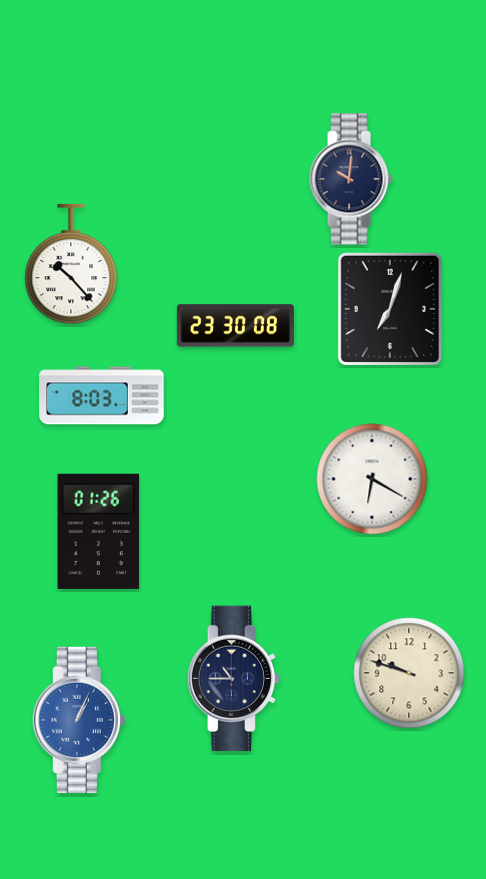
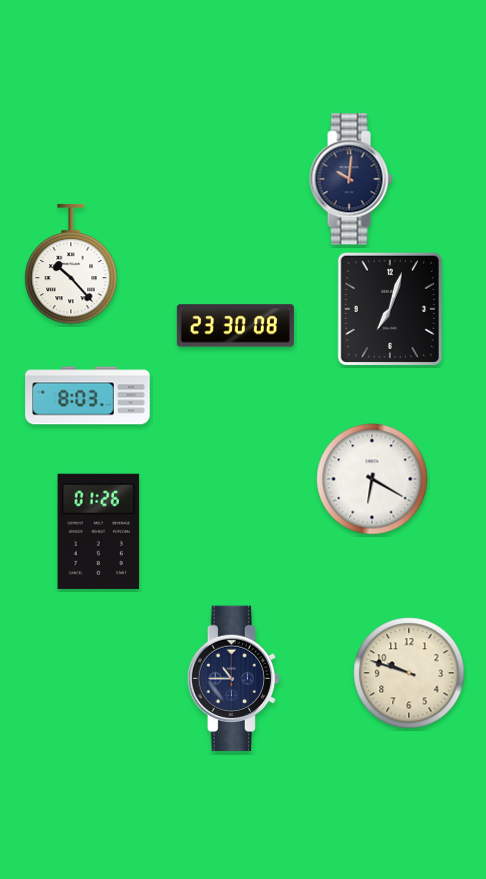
clock at (102, 396) position: (102, 396) -> (88, 396)
clock at (79, 720): 1:04 -> none
